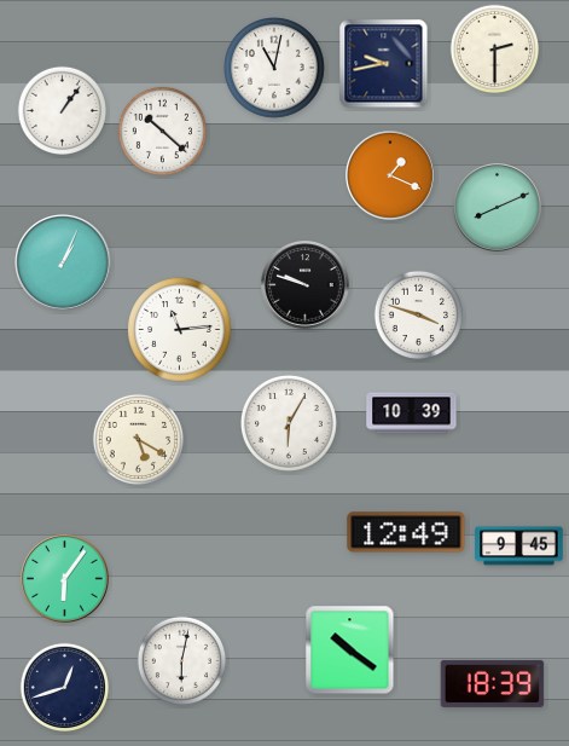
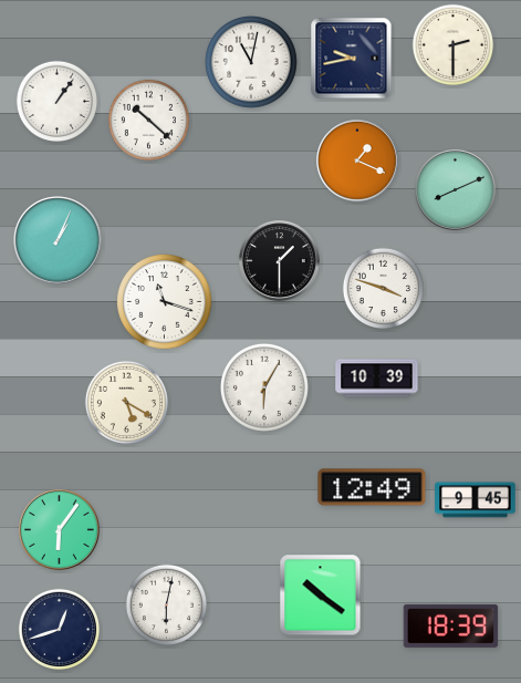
clock at (306, 285): 9:48 -> 1:30
clock at (180, 330): 11:14 -> 11:18
